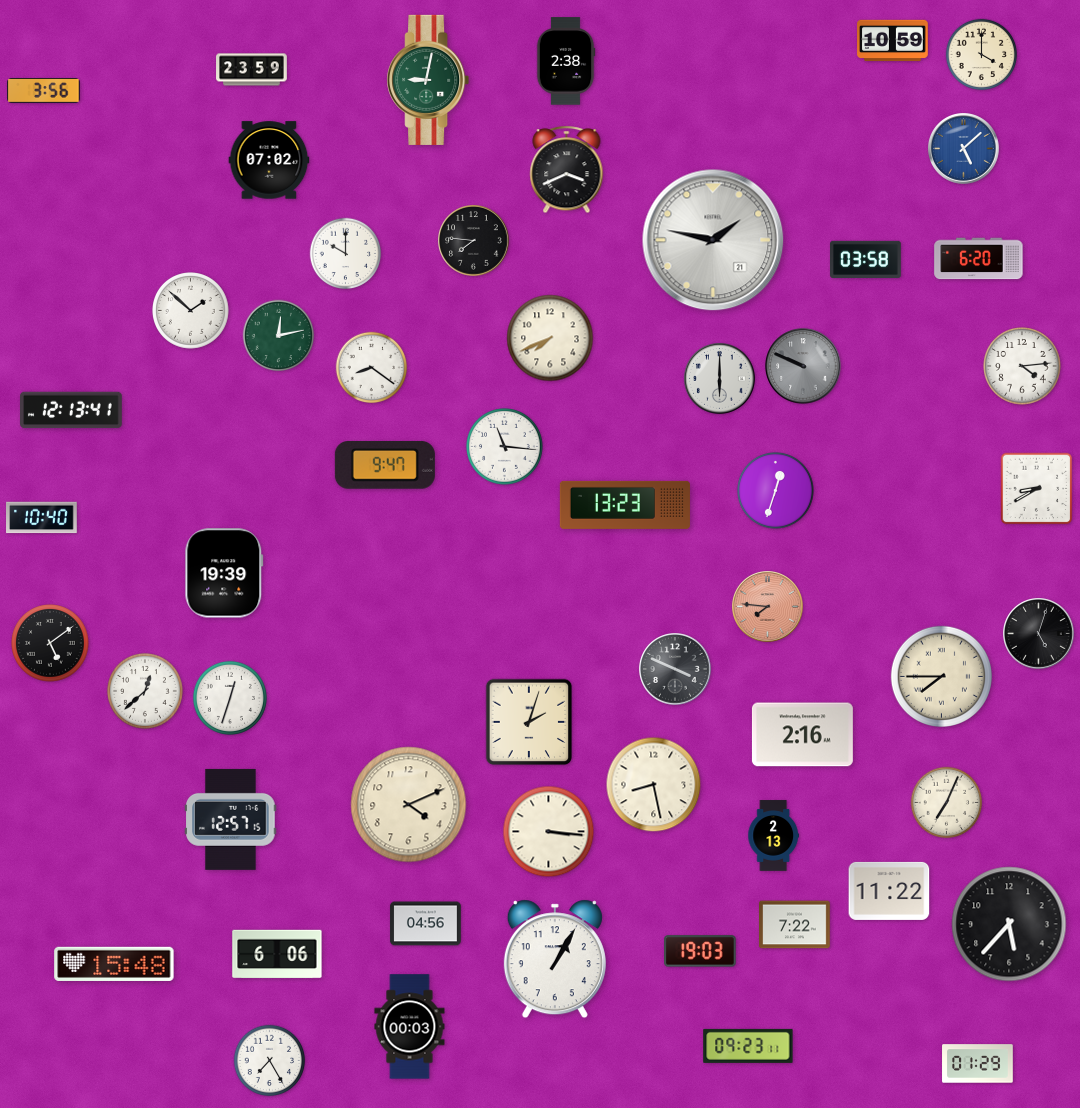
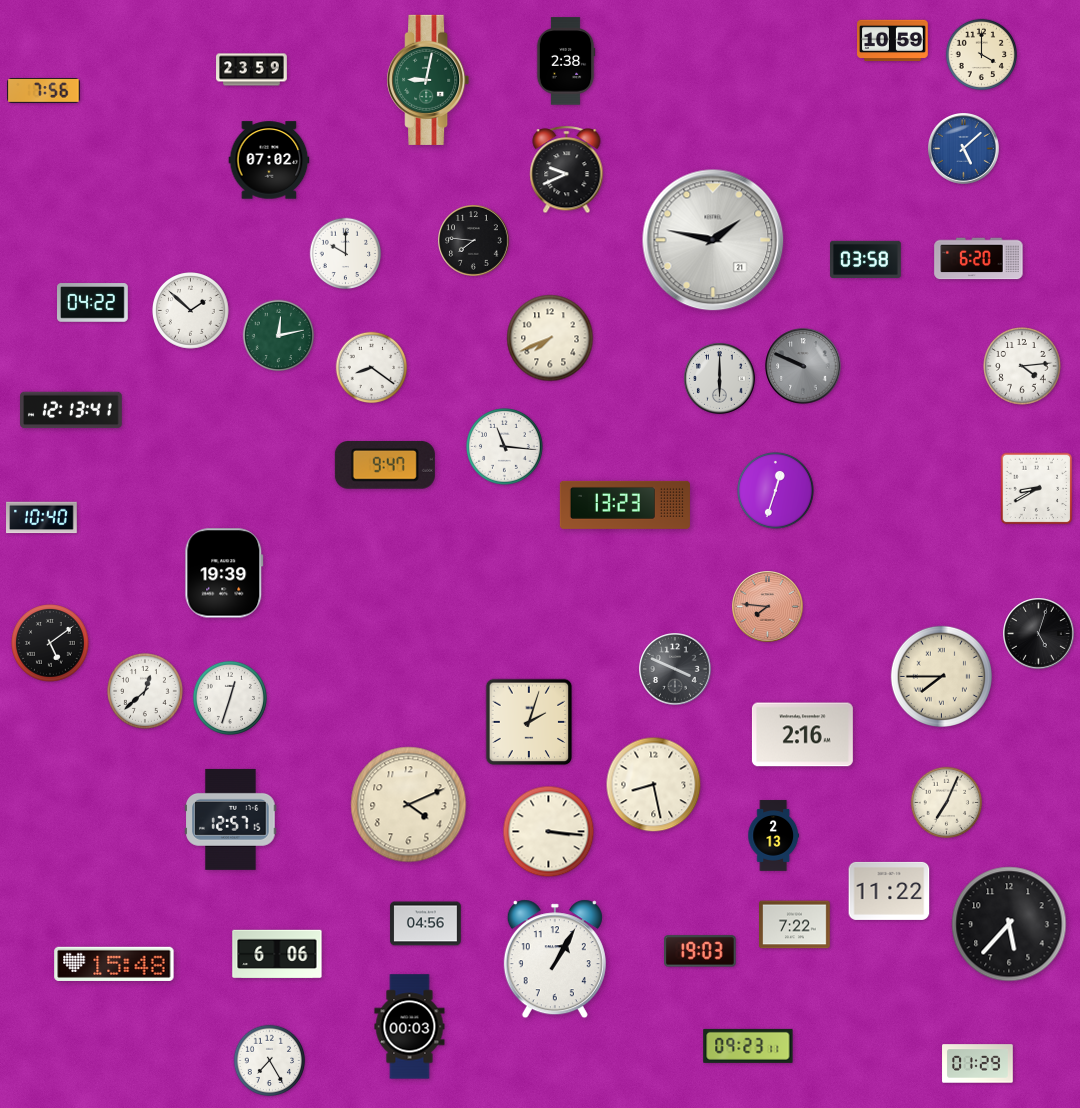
clock at (44, 91): 3:56 -> 7:56
clock at (567, 170): 3:41 -> 9:41
clock at (93, 303): none -> 04:22
